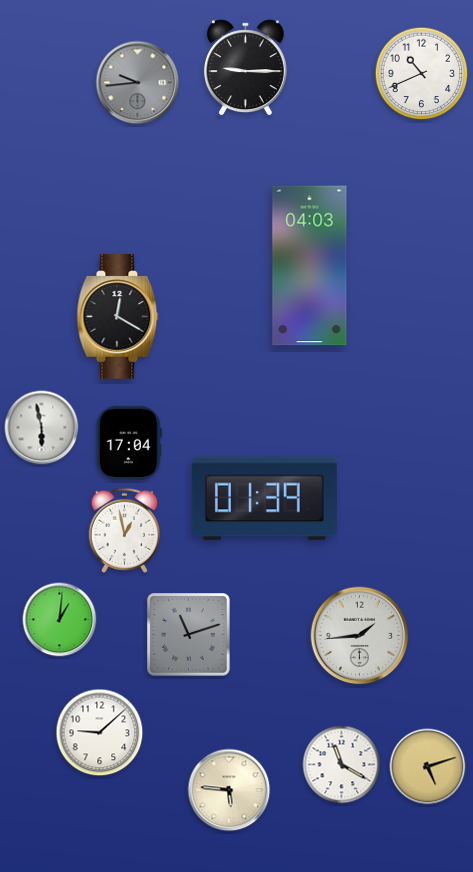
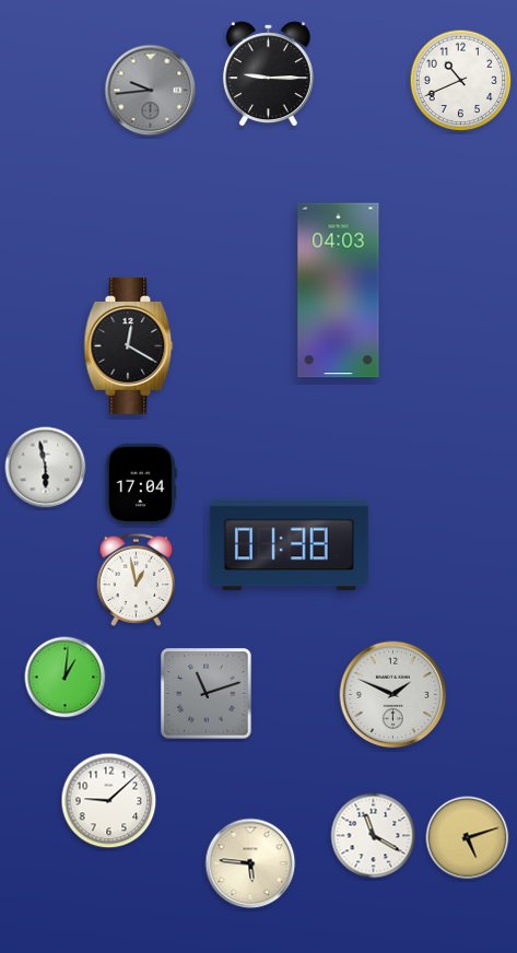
clock at (264, 499): 01:39 -> 01:38
clock at (360, 636): 1:44 -> 1:49
